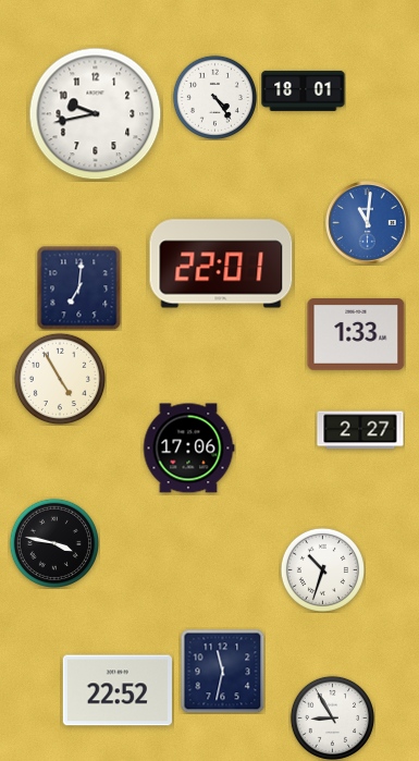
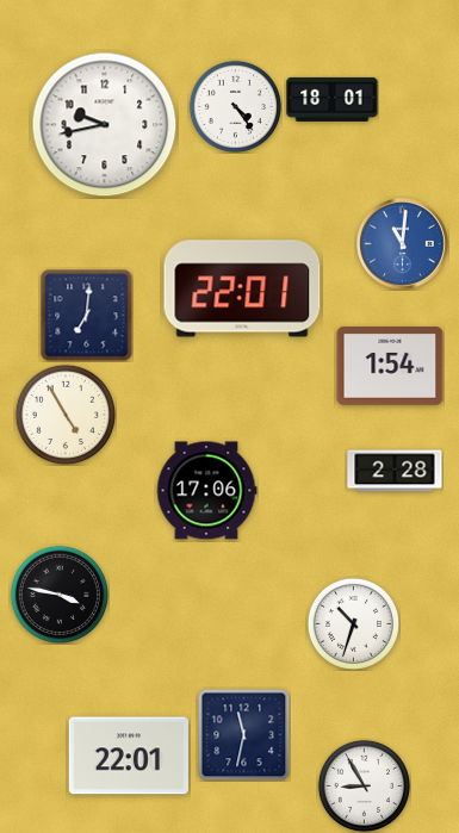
clock at (356, 334): 1:33 -> 1:54
clock at (360, 430): 2:27 -> 2:28
clock at (118, 690): 22:52 -> 22:01
